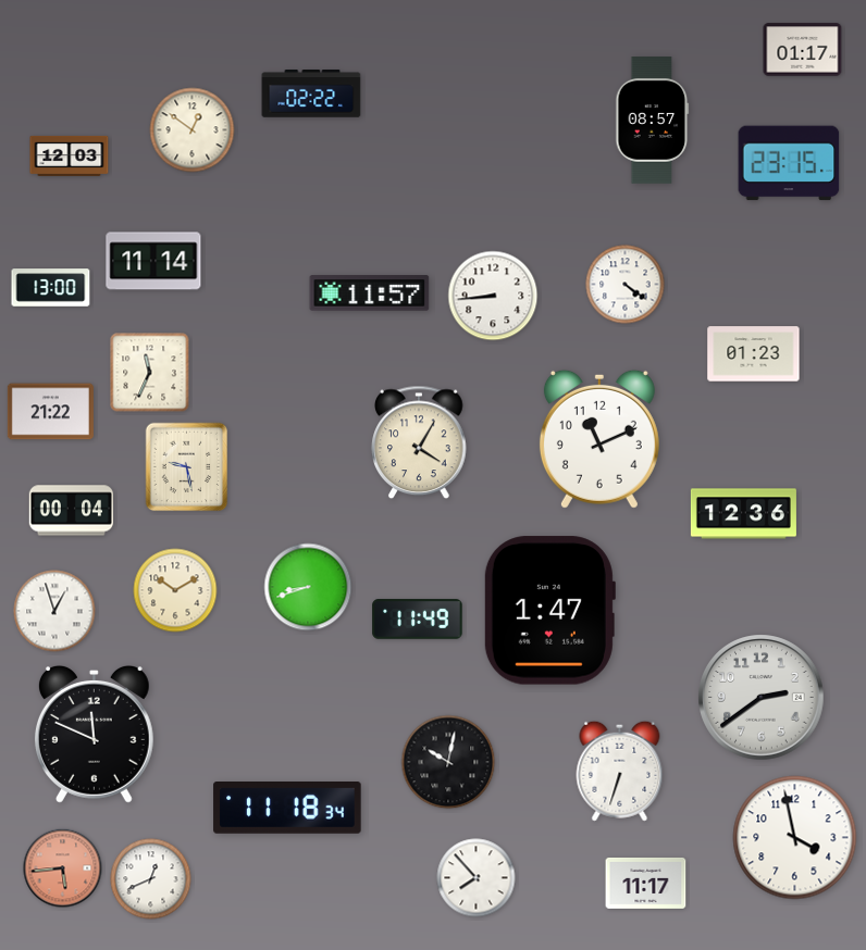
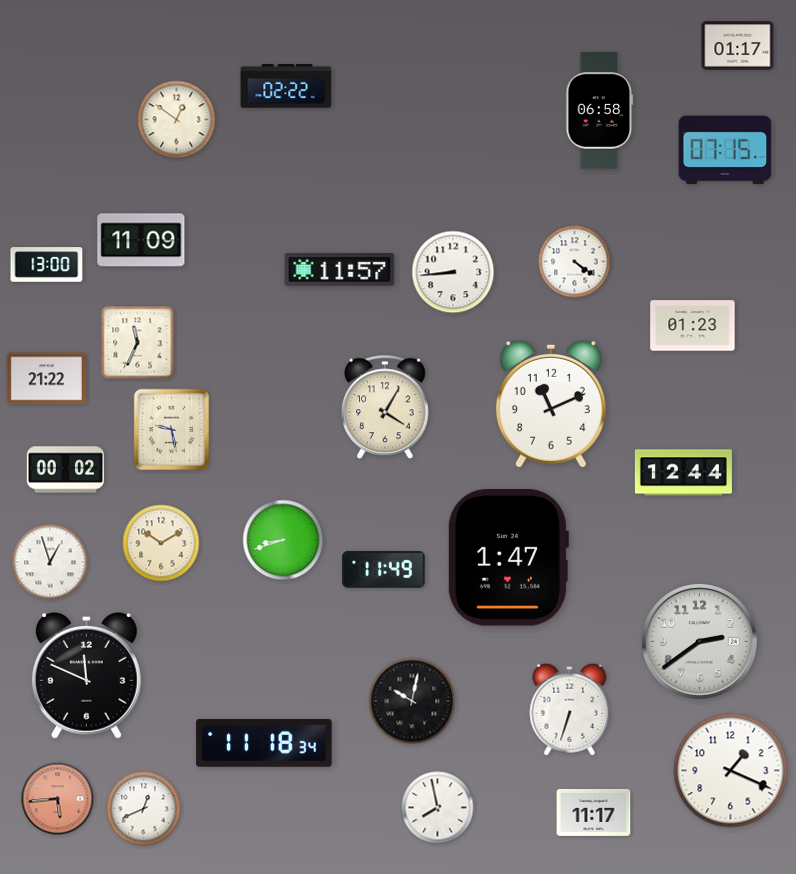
clock at (653, 121): 08:57 -> 06:58
clock at (70, 155): 12:03 -> none
clock at (789, 163): 23:15 -> 07:15
clock at (153, 261): 11:14 -> 11:09
clock at (72, 511): 00:04 -> 00:02
clock at (743, 514): 12:36 -> 12:44
clock at (549, 611) position: (549, 611) -> (508, 558)
clock at (795, 838): 3:58 -> 1:19
clock at (477, 878): 7:53 -> 7:58
clock at (151, 879) position: (151, 879) -> (144, 809)
